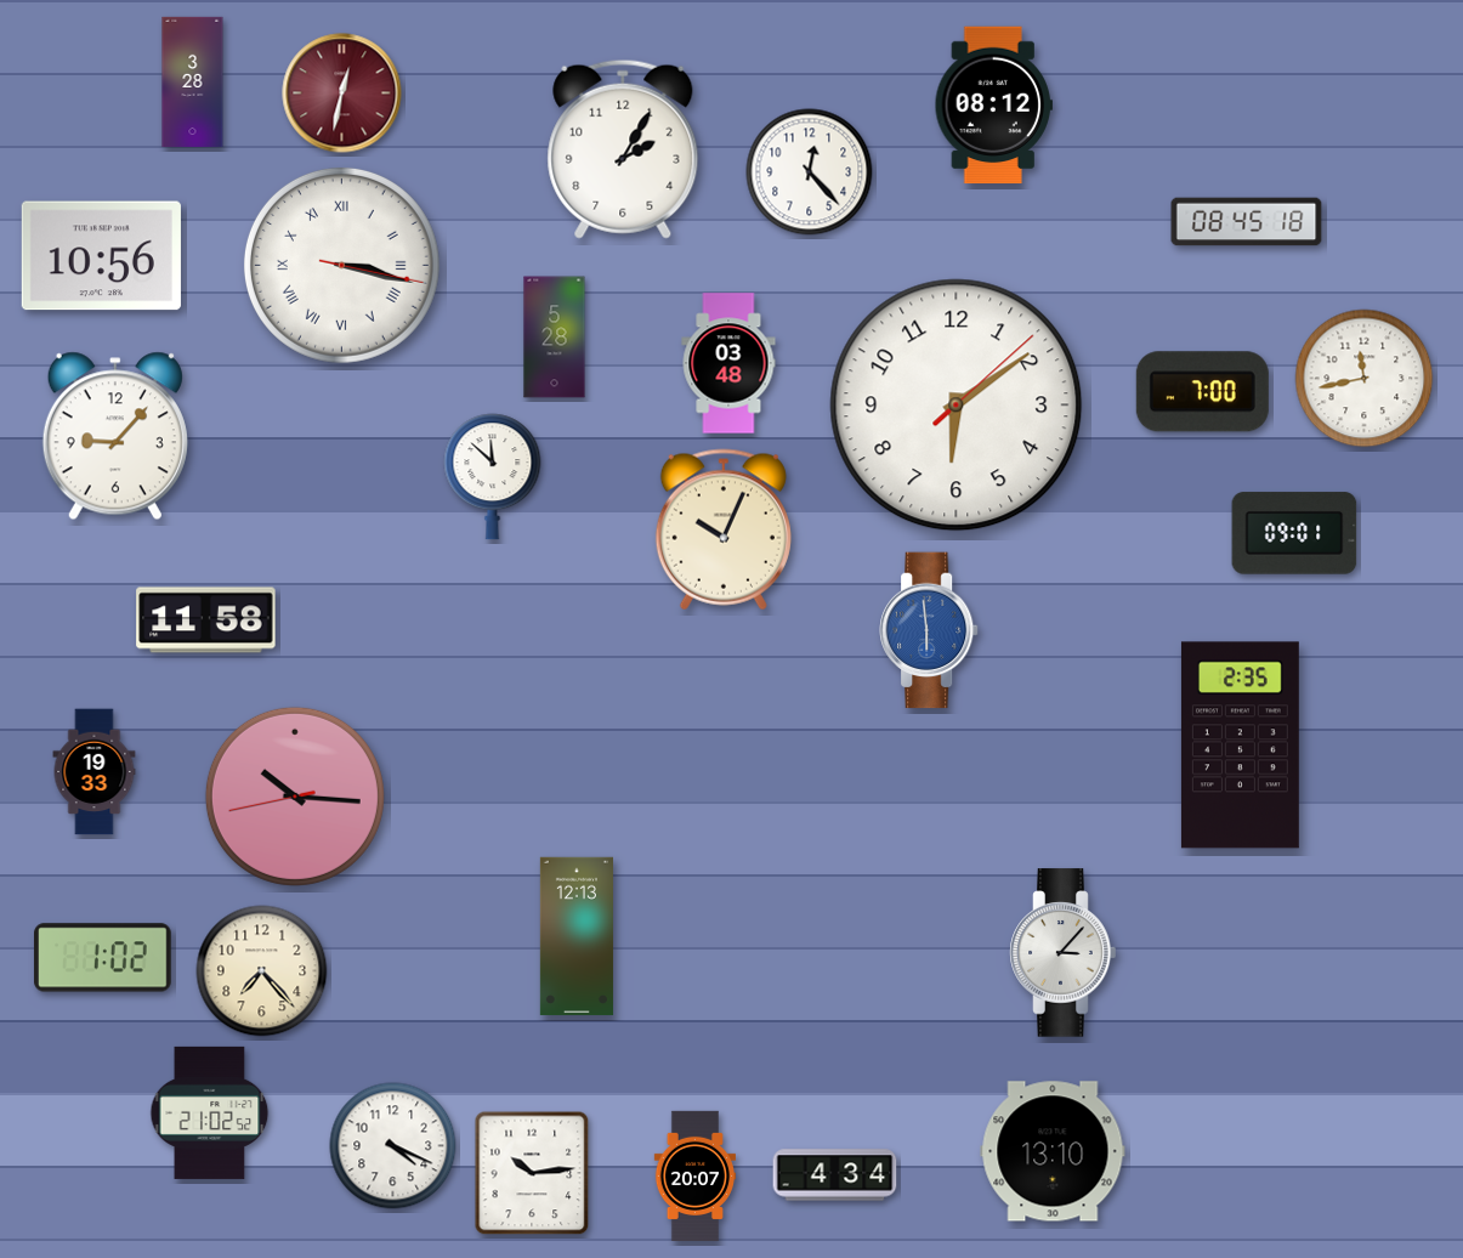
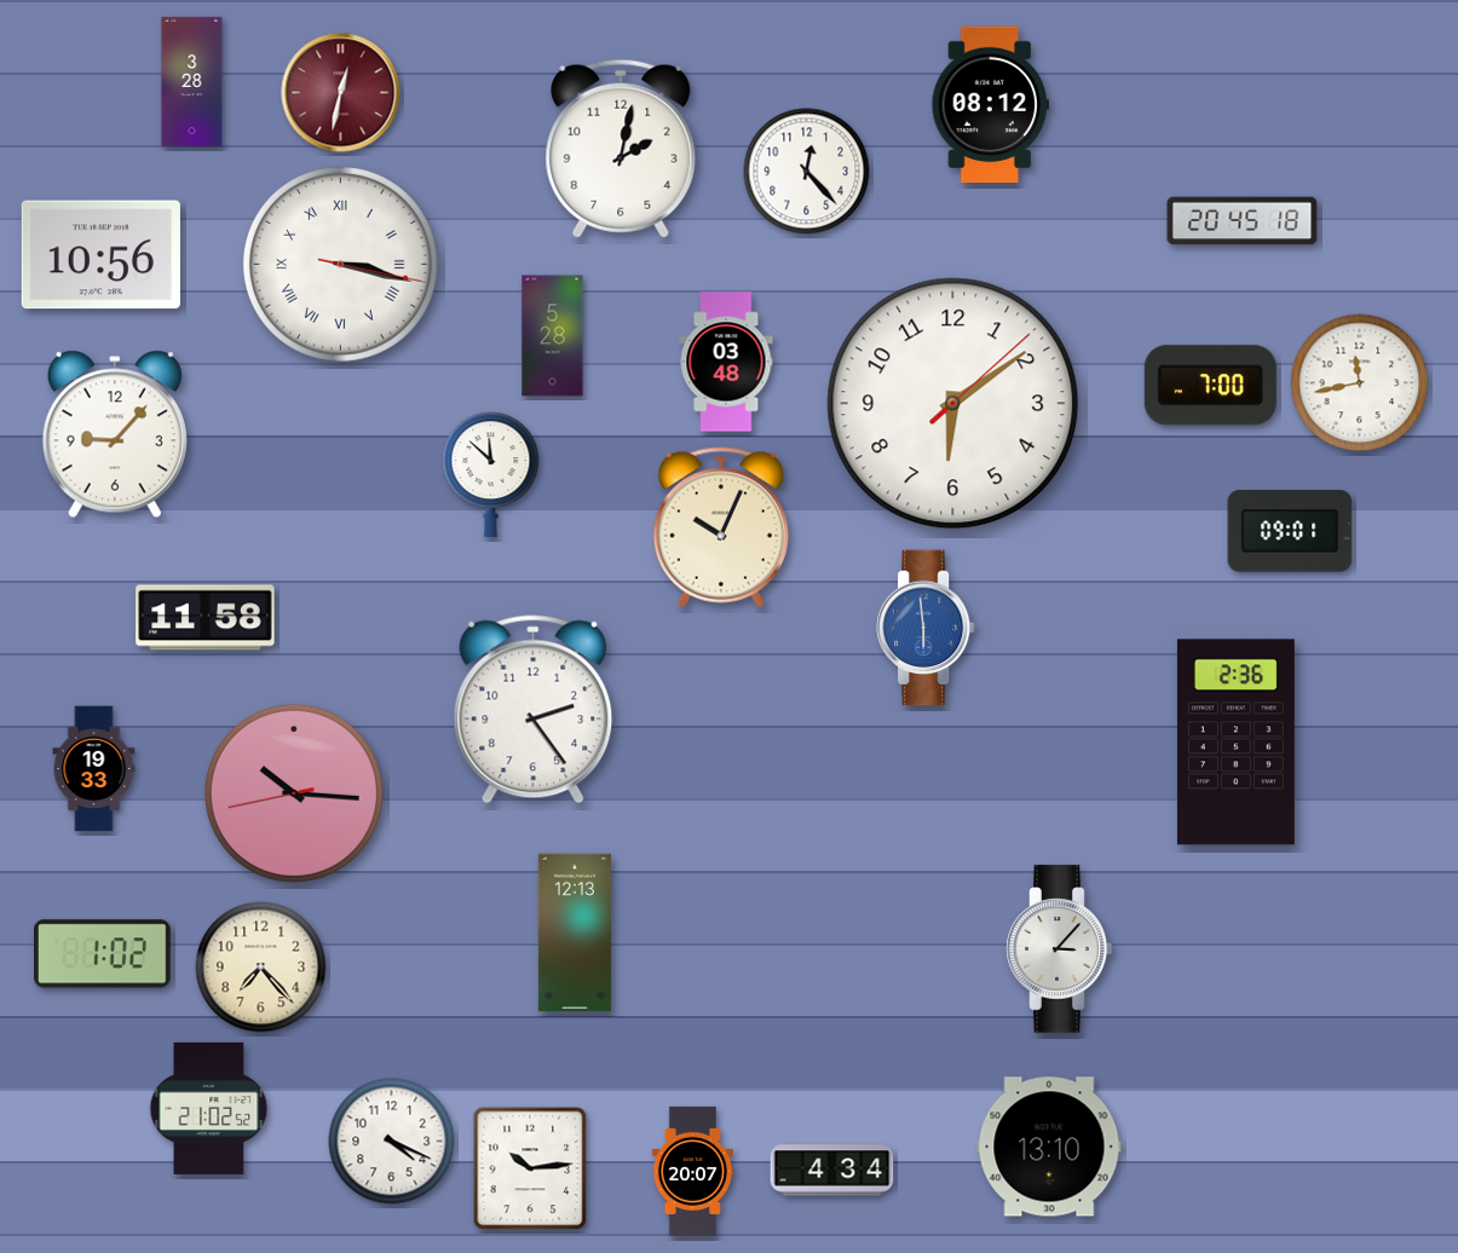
clock at (623, 149): 2:05 -> 2:02
clock at (1247, 222): 08:45 -> 20:45
clock at (1365, 379) position: (1365, 379) -> (1360, 383)
clock at (1202, 392) position: (1202, 392) -> (1210, 386)
clock at (534, 710): none -> 2:24
clock at (1240, 746): 2:35 -> 2:36
